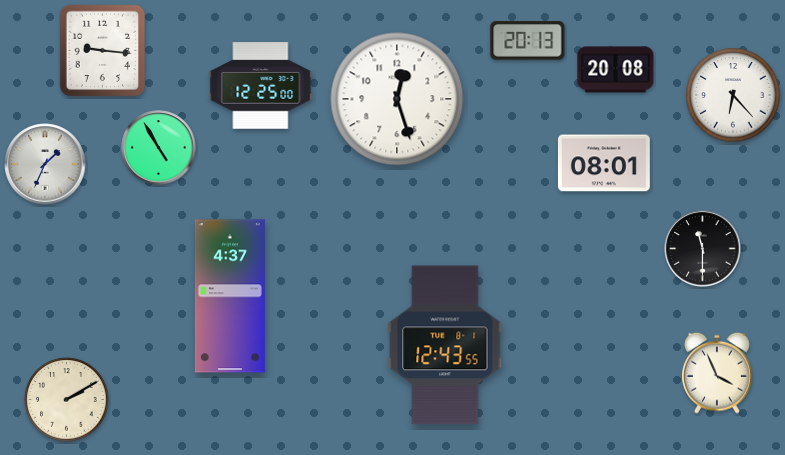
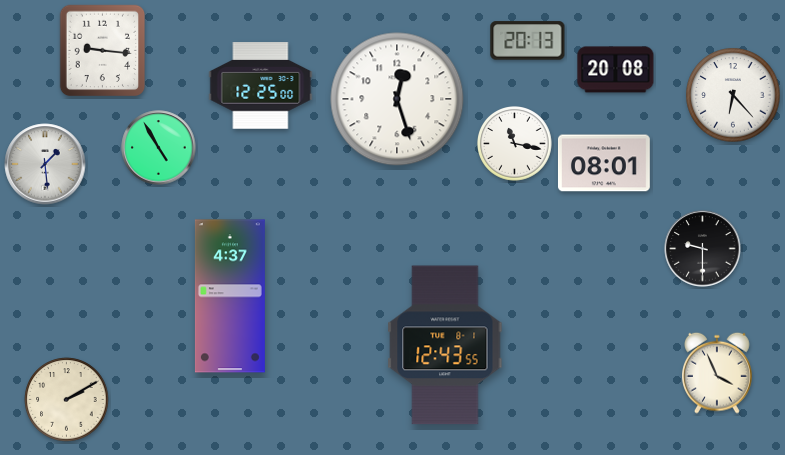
clock at (515, 144): none -> 11:17
clock at (45, 164): 1:34 -> 1:29
clock at (703, 249): 11:30 -> 9:30
